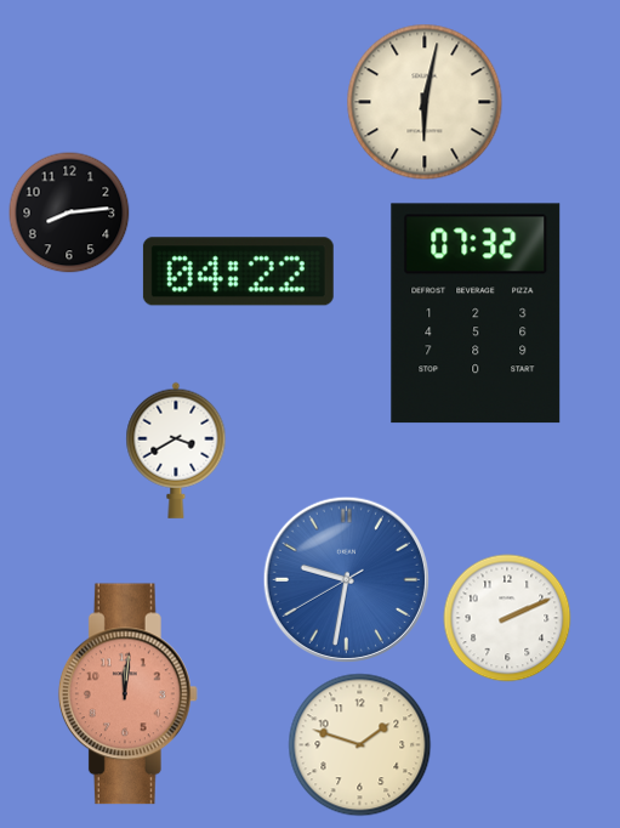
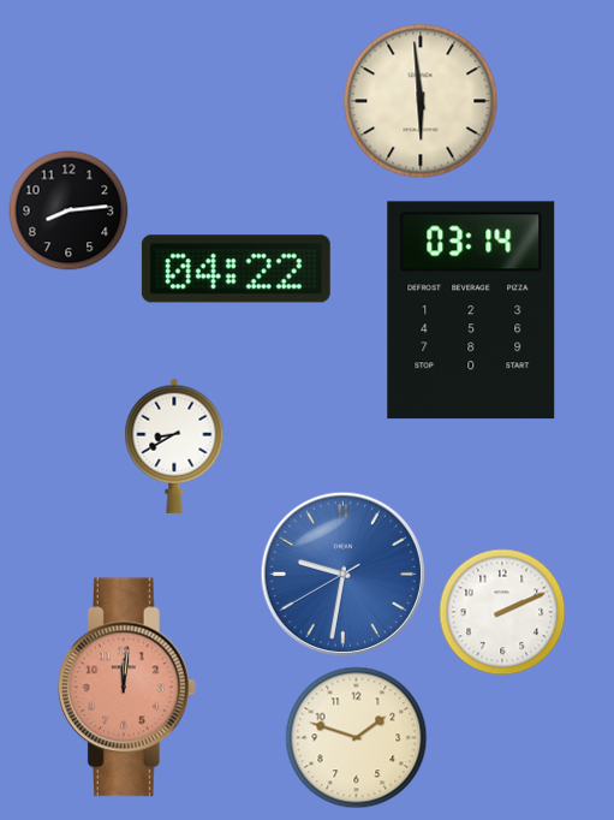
clock at (425, 102): 6:02 -> 5:59
clock at (476, 313): 07:32 -> 03:14
clock at (176, 450): 3:40 -> 8:40
